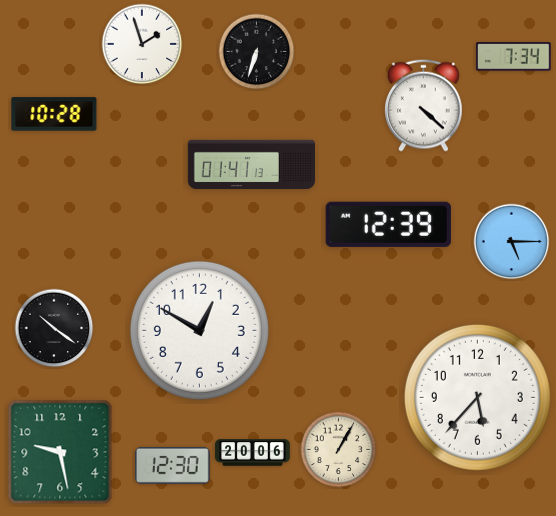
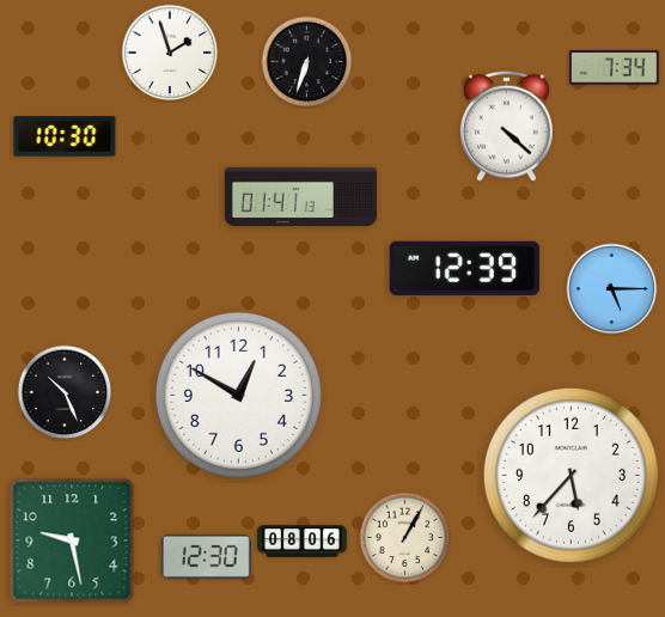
clock at (54, 114): 10:28 -> 10:30
clock at (54, 328): 10:21 -> 10:26
clock at (253, 453): 20:06 -> 08:06
